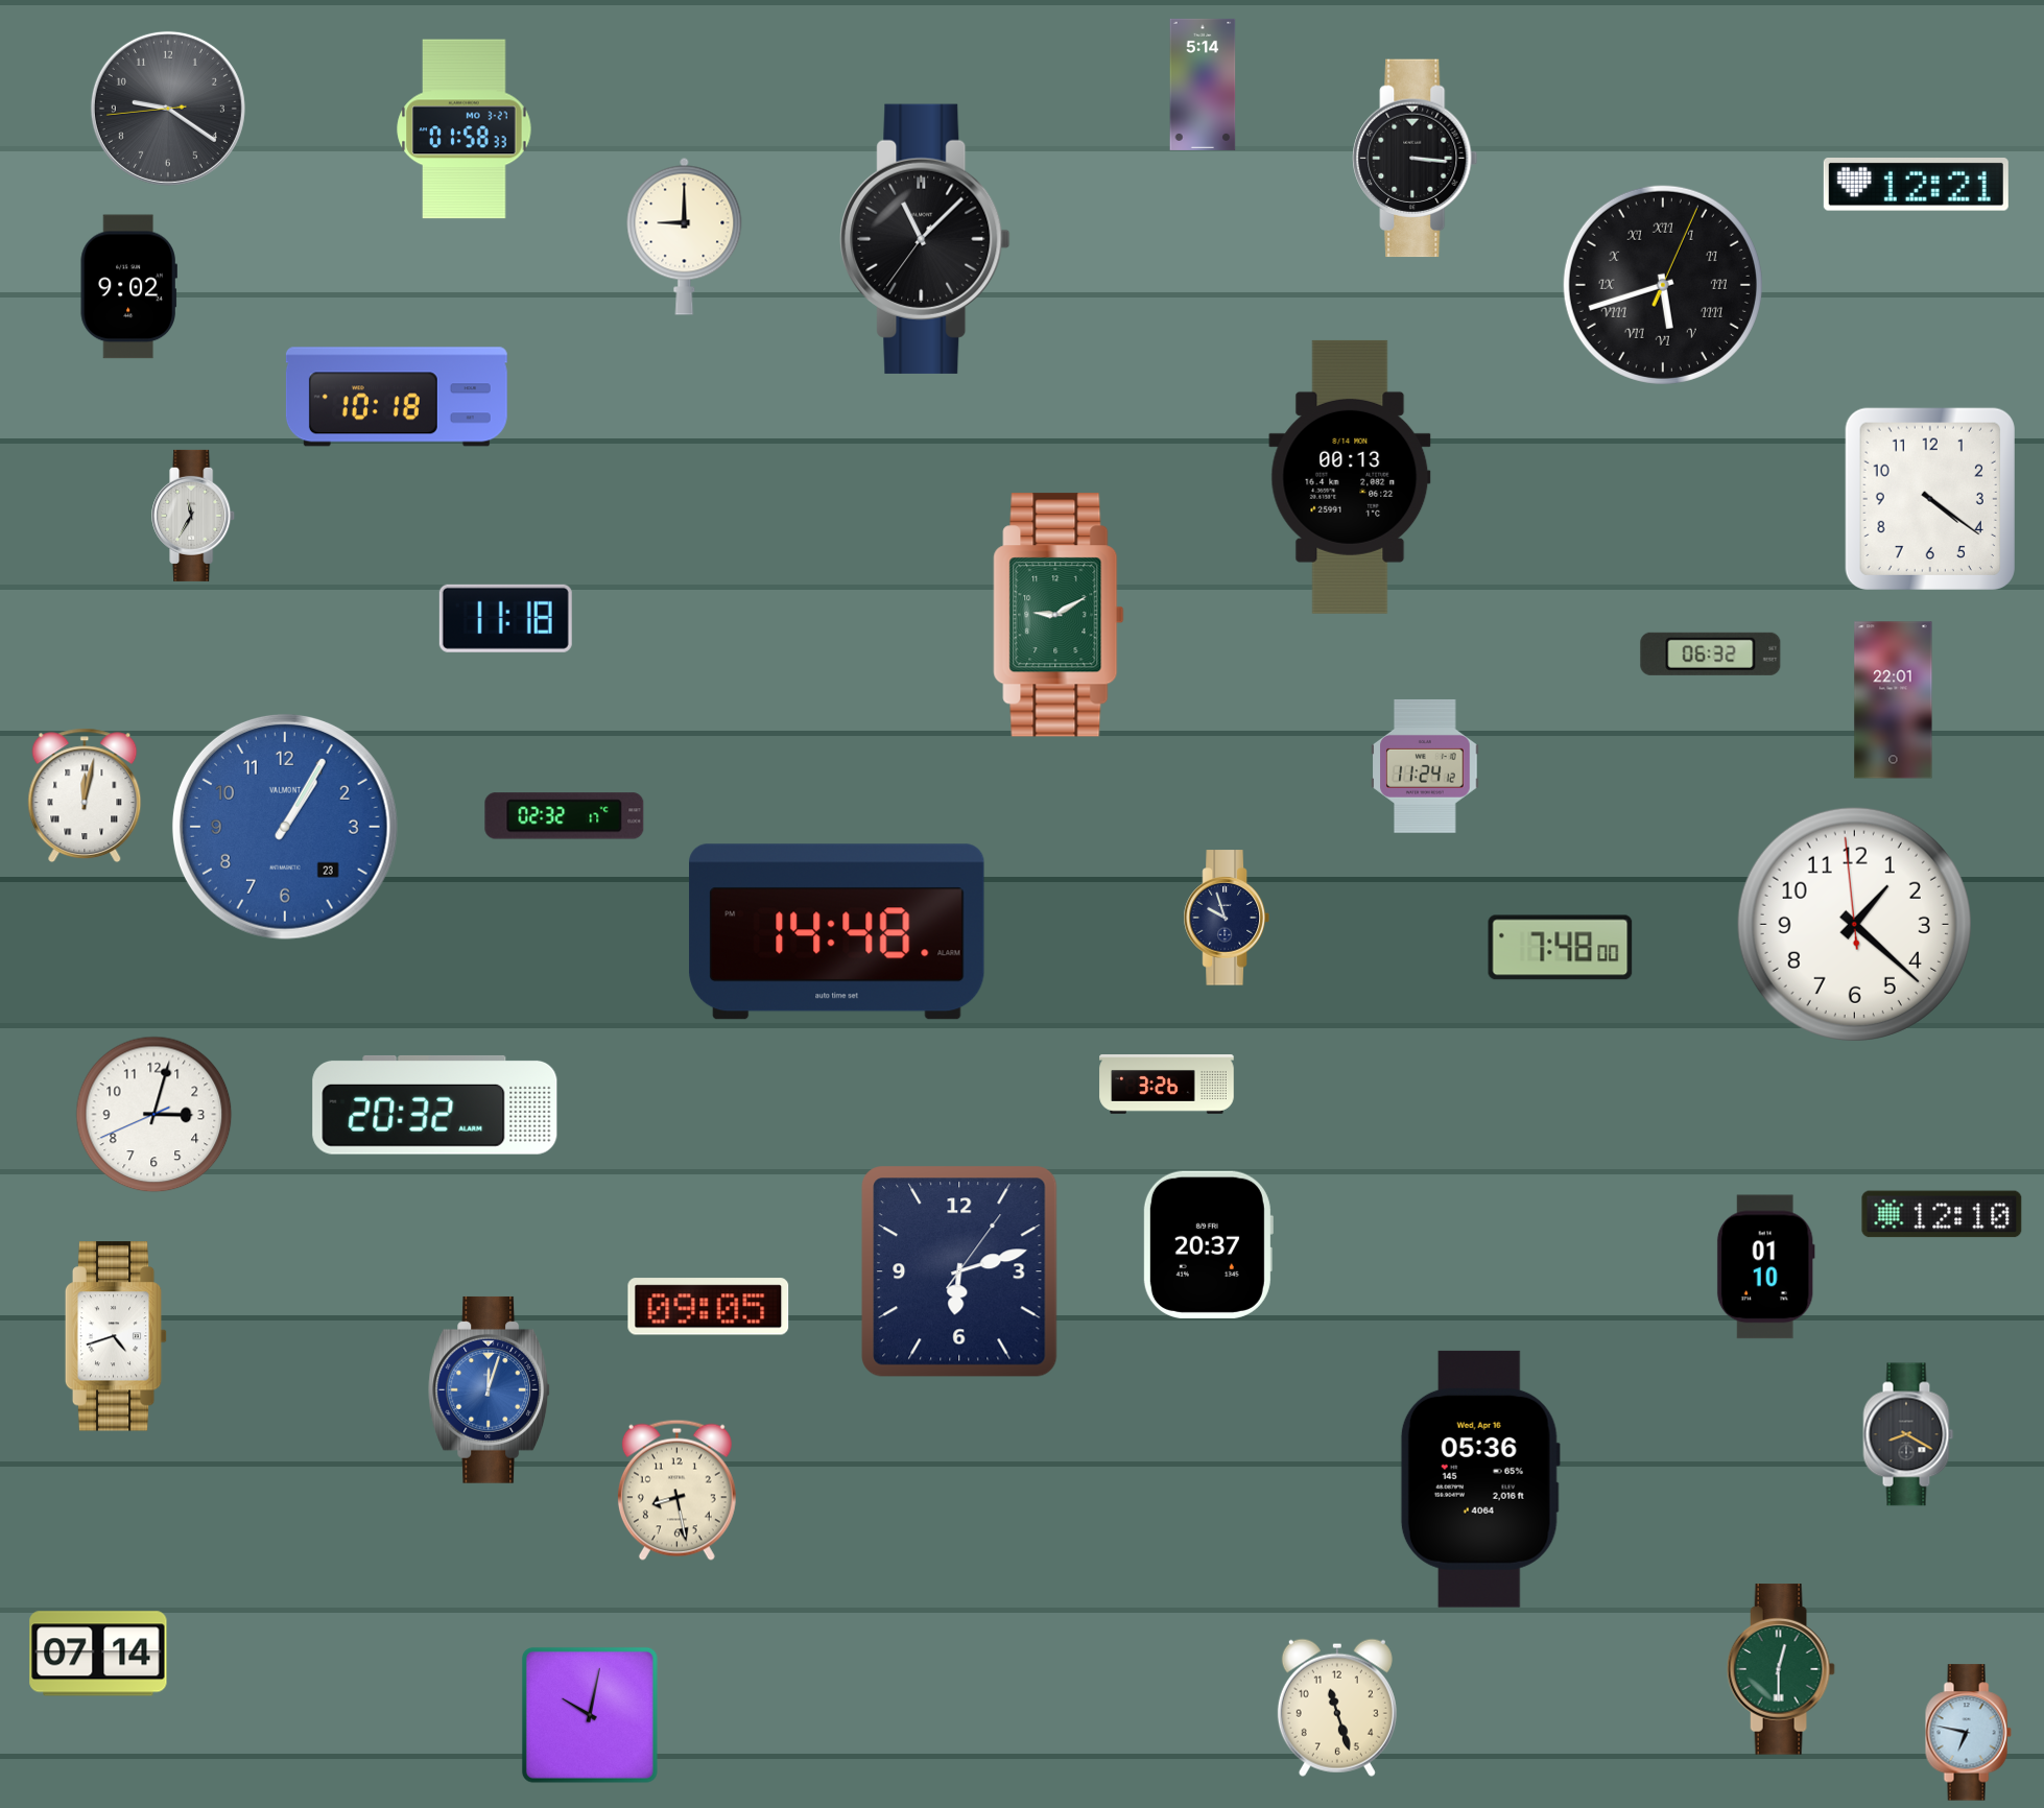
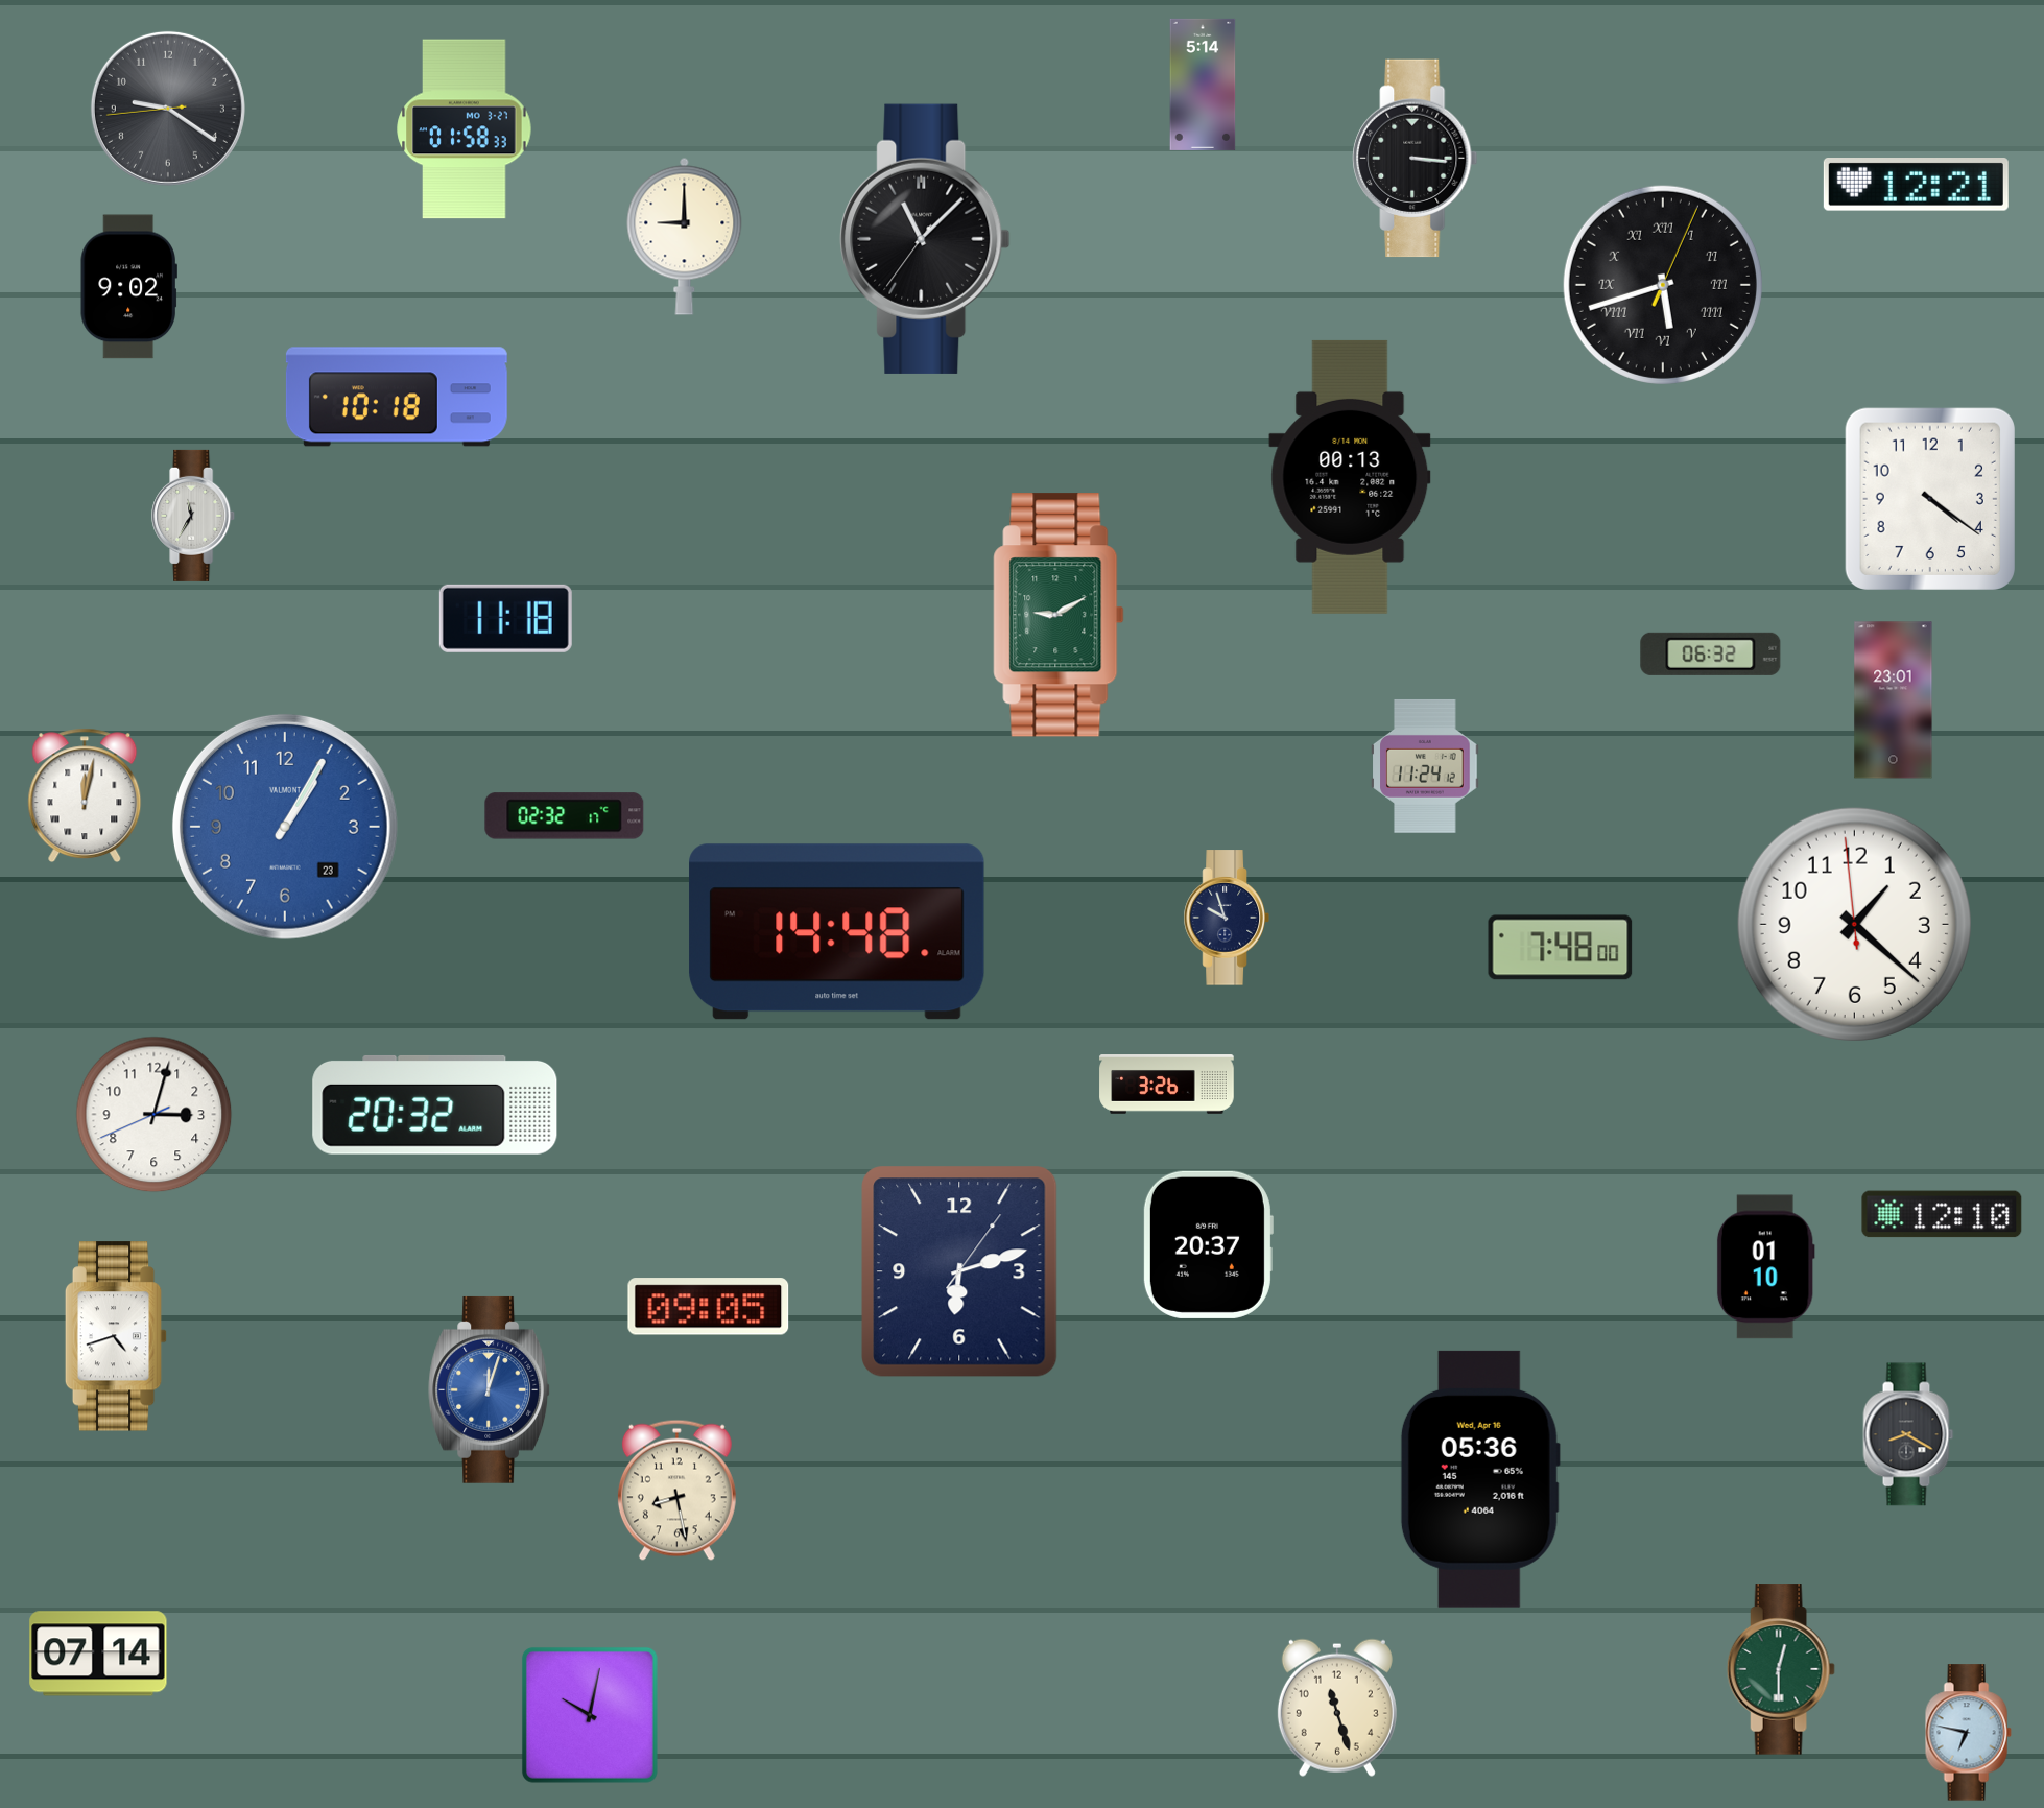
clock at (1894, 700): 22:01 -> 23:01
